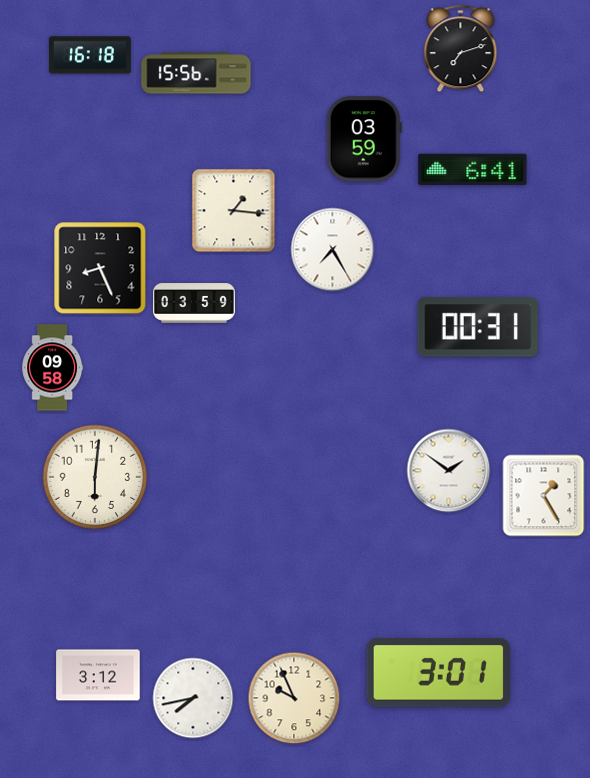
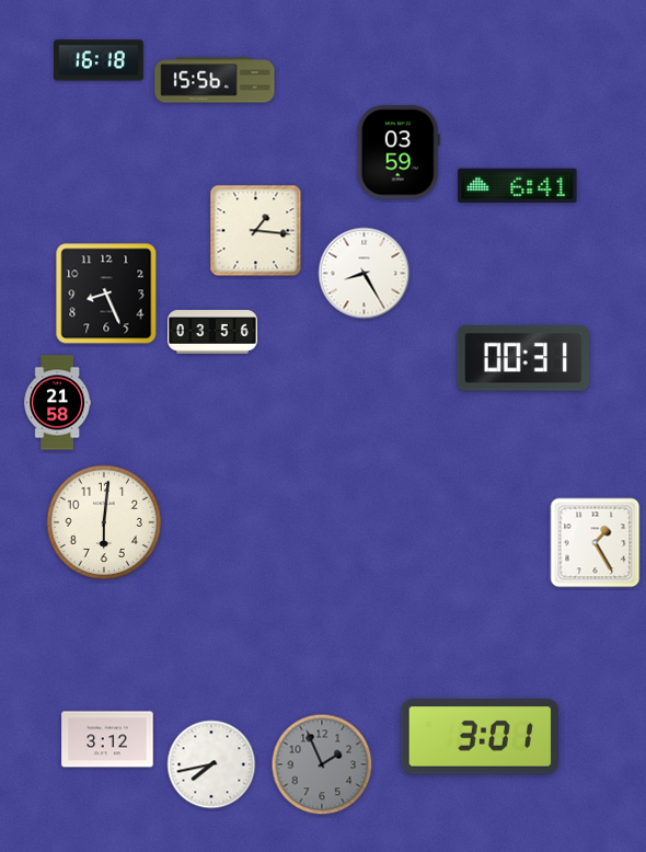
clock at (461, 49): 7:12 -> none
clock at (333, 250): 7:25 -> 8:25
clock at (100, 268) position: (100, 268) -> (106, 293)
clock at (194, 303): 03:59 -> 03:56
clock at (53, 368): 09:58 -> 21:58
clock at (449, 471): 1:51 -> none
clock at (294, 698): 9:56 -> 1:56
clock at (294, 698) dial: cream -> grey
